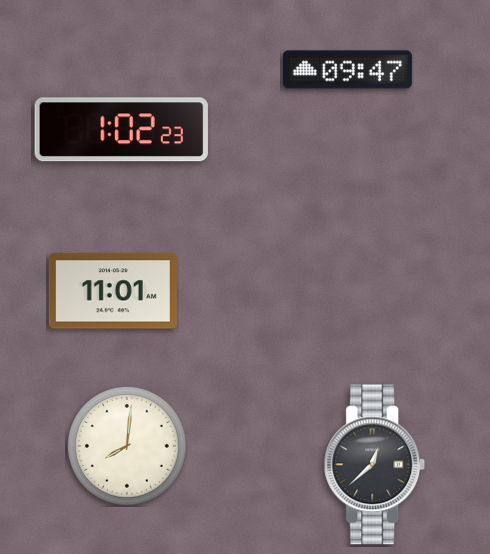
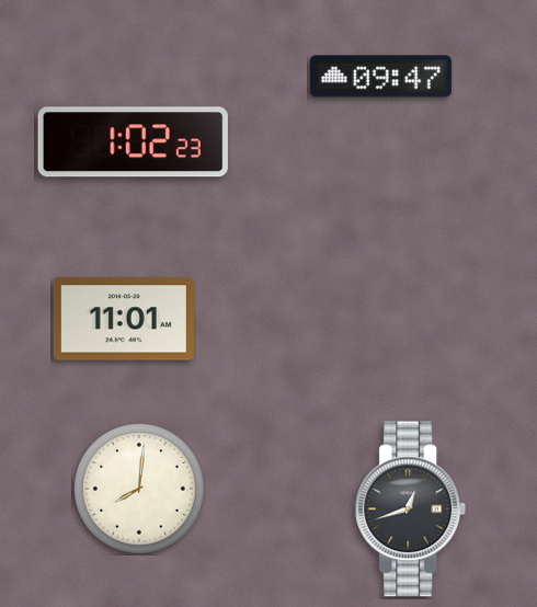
clock at (375, 465): 12:38 -> 12:42
